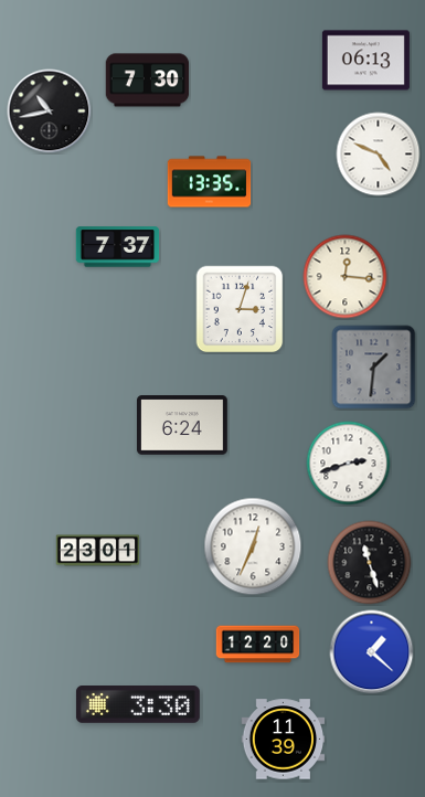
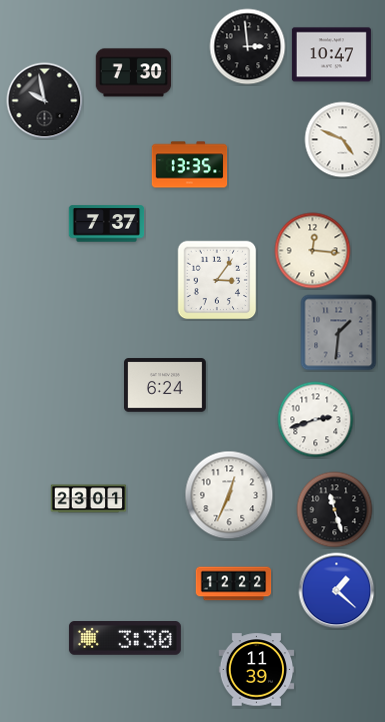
clock at (248, 47): none -> 2:59
clock at (365, 61): 06:13 -> 10:47
clock at (50, 111): 10:43 -> 9:58
clock at (240, 309): 3:03 -> 3:06
clock at (258, 645): 12:20 -> 12:22
